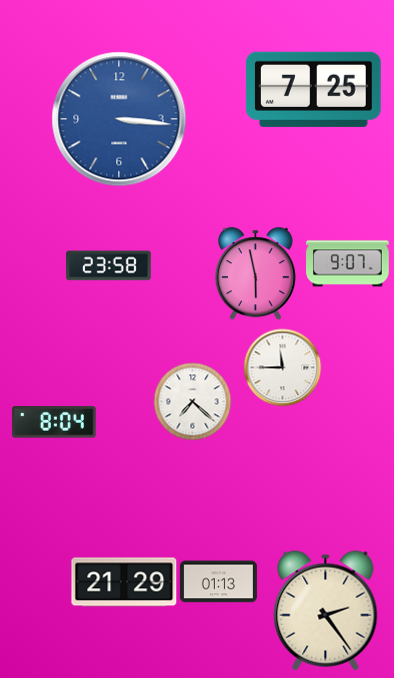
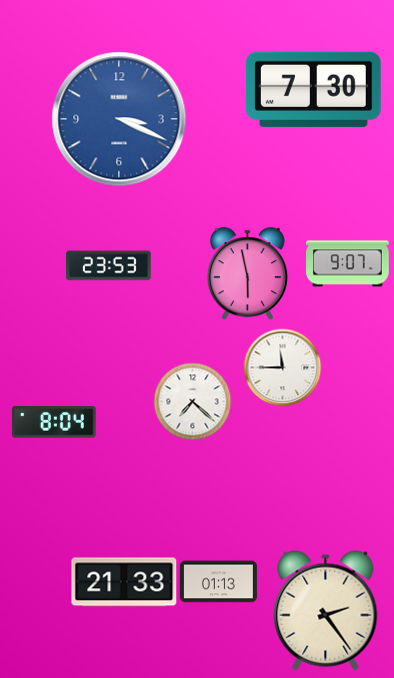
clock at (313, 89): 7:25 -> 7:30
clock at (119, 119): 3:16 -> 3:19
clock at (109, 266): 23:58 -> 23:53
clock at (255, 273) position: (255, 273) -> (247, 273)
clock at (124, 582): 21:29 -> 21:33
